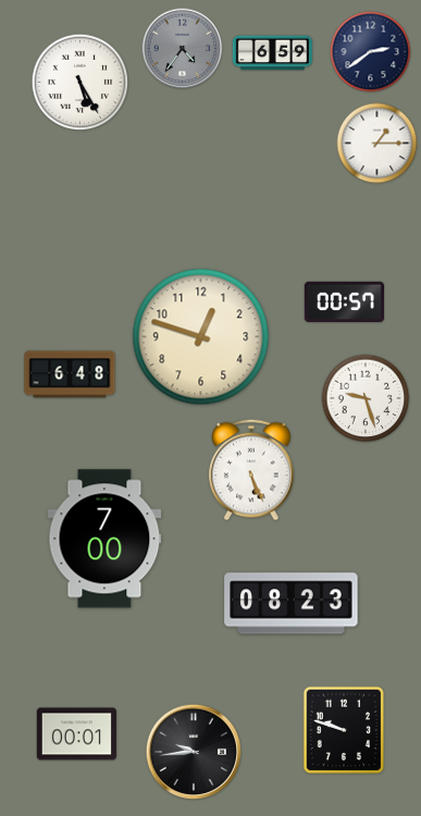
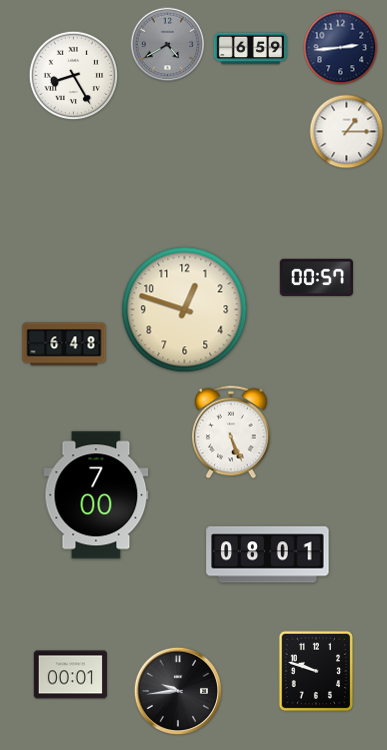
clock at (183, 49): 4:36 -> 4:40
clock at (371, 52): 2:39 -> 2:44
clock at (81, 83): 5:25 -> 8:25
clock at (366, 398): 9:27 -> none
clock at (292, 604): 08:23 -> 08:01
